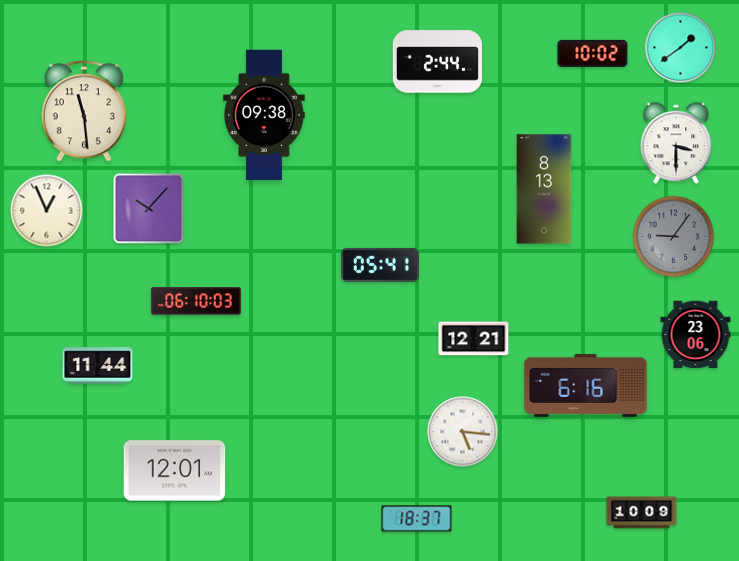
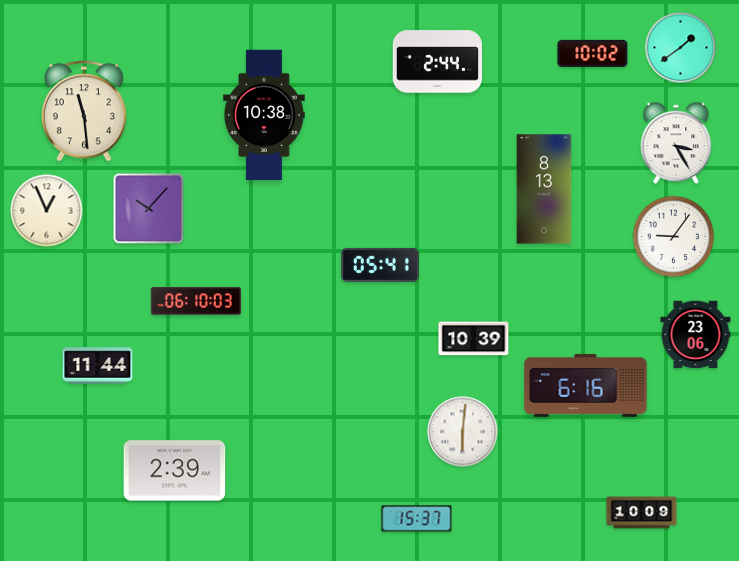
clock at (264, 115): 09:38 -> 10:38
clock at (676, 143): 3:30 -> 3:25
clock at (674, 237) dial: grey -> white
clock at (474, 339): 12:21 -> 10:39
clock at (463, 432): 5:16 -> 6:01
clock at (175, 471): 12:01 -> 2:39
clock at (417, 519): 18:37 -> 15:37
